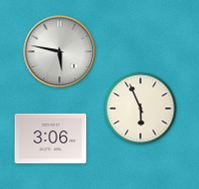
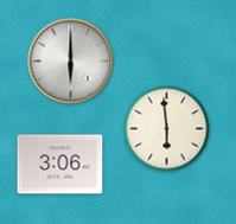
clock at (60, 52): 5:47 -> 6:00
clock at (141, 109): 5:56 -> 5:59
